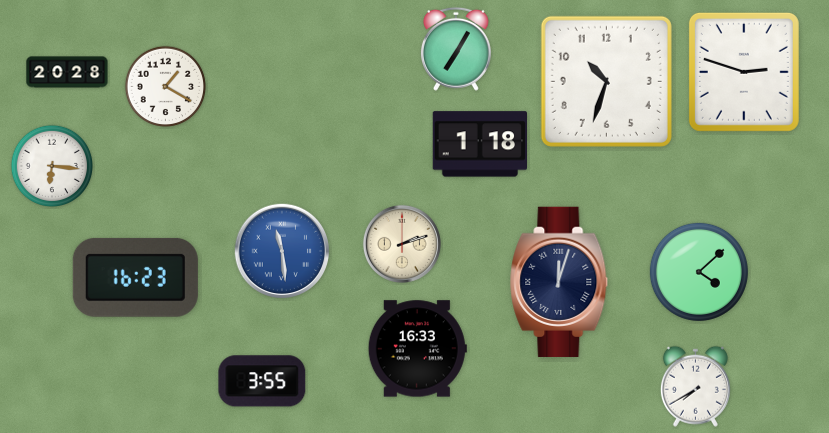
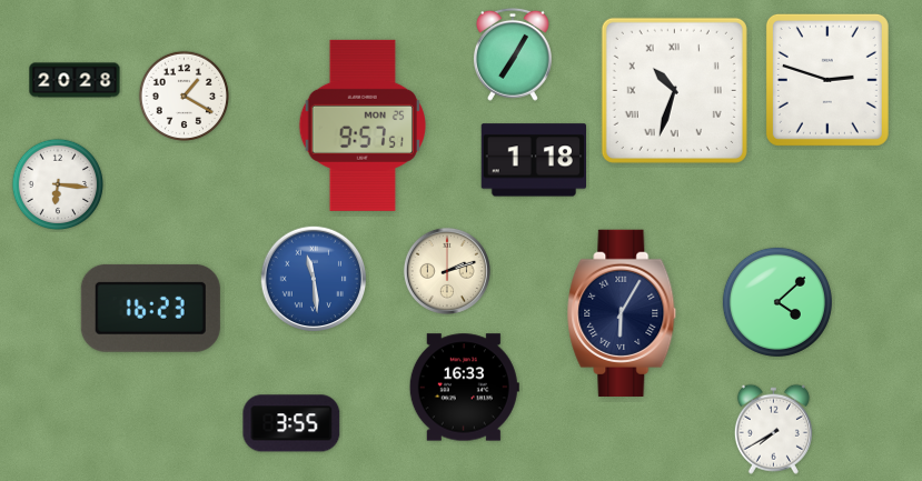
clock at (456, 49) position: (456, 49) -> (513, 54)
clock at (606, 81) numerals: Arabic -> Roman
clock at (363, 126): none -> 9:57
clock at (559, 282): 12:03 -> 6:05
